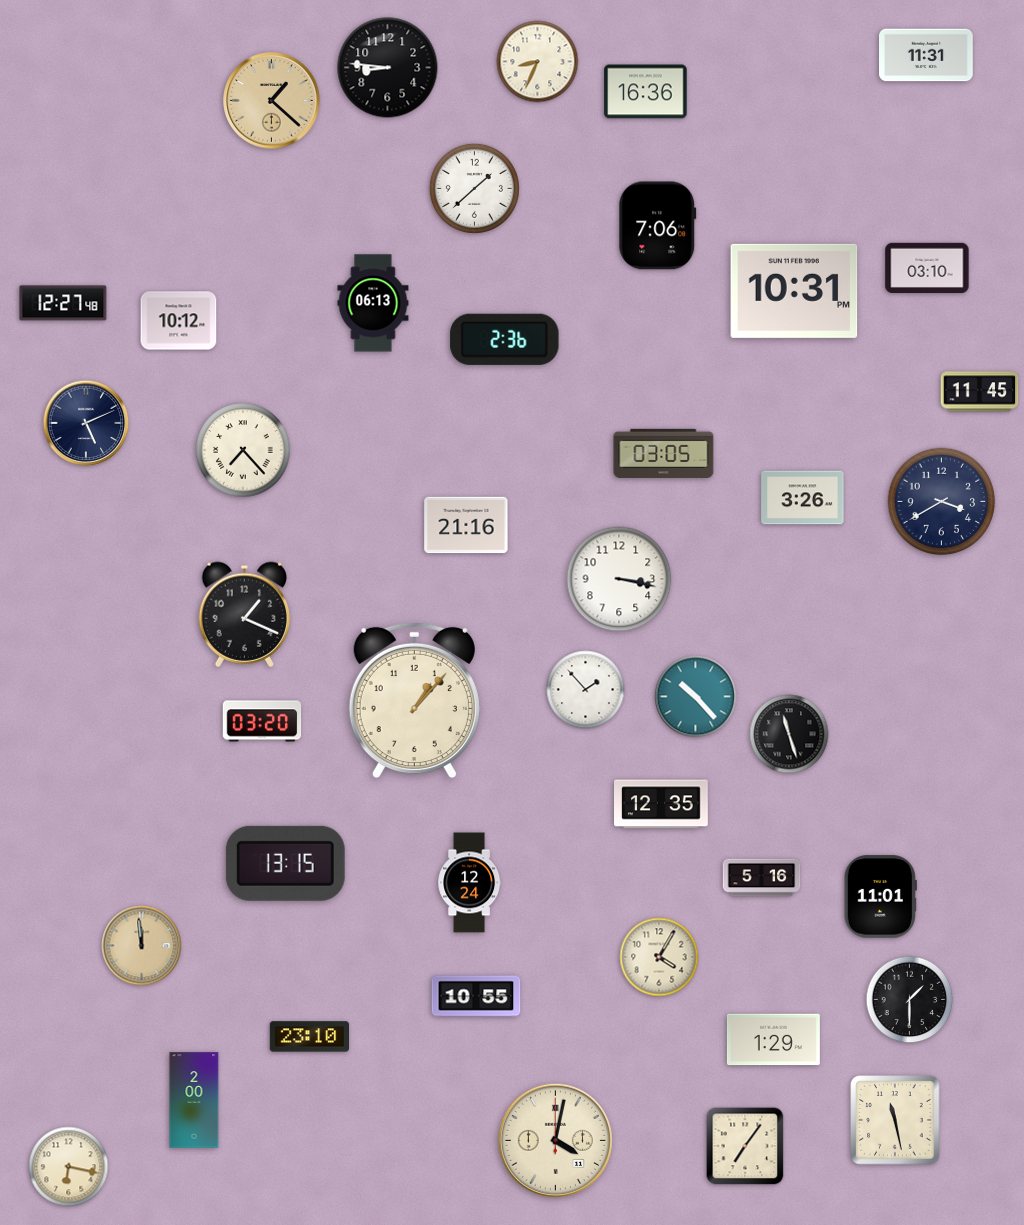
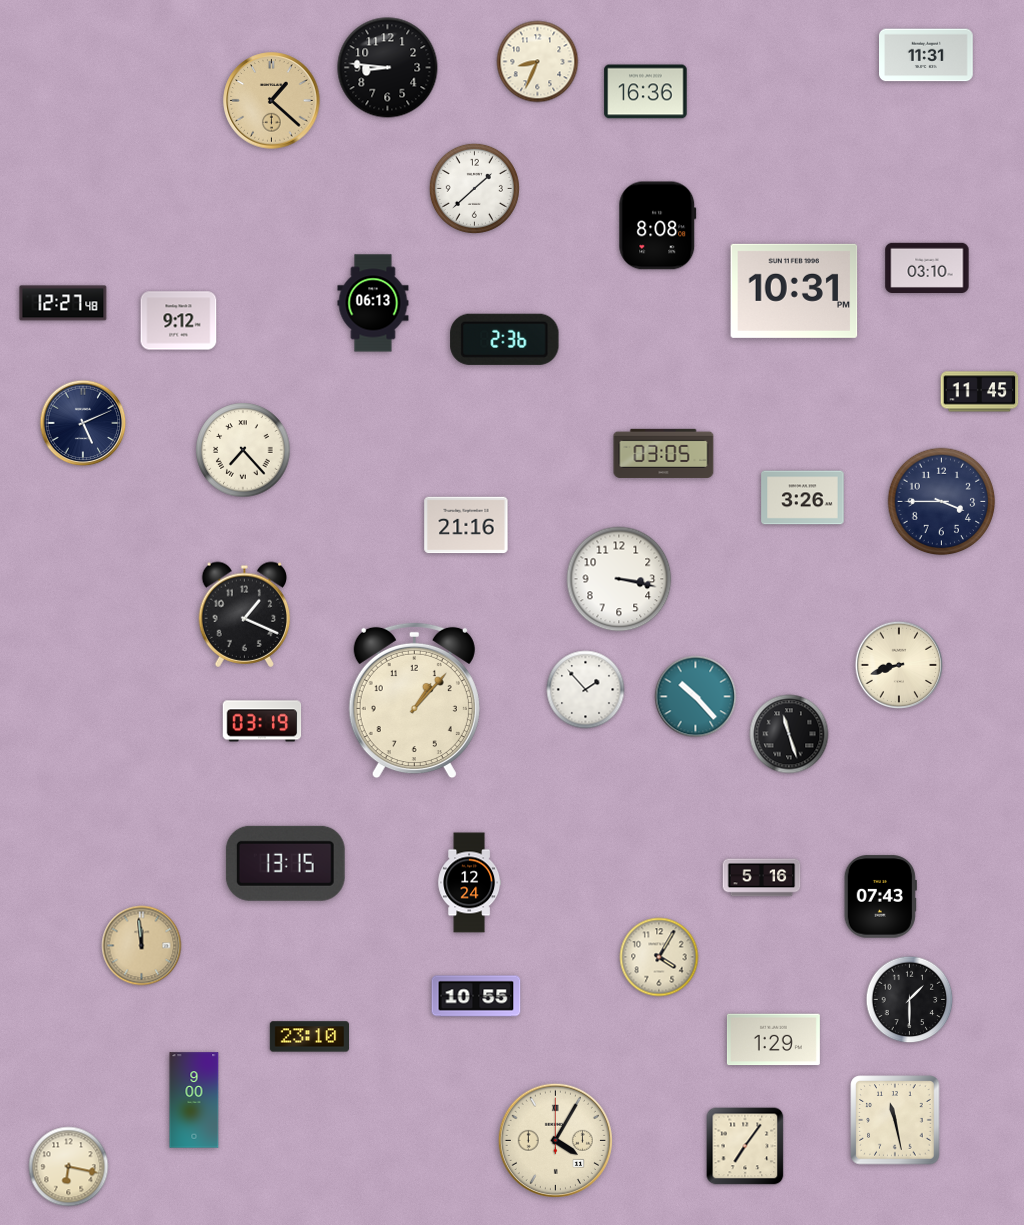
clock at (658, 226): 7:06 -> 8:08
clock at (179, 321): 10:12 -> 9:12
clock at (86, 423) position: (86, 423) -> (83, 423)
clock at (942, 502): 3:40 -> 3:45
clock at (899, 665): none -> 8:42
clock at (262, 721): 03:20 -> 03:19
clock at (662, 804): 12:35 -> none
clock at (880, 897): 11:01 -> 07:43
clock at (194, 1100): 2:00 -> 9:00
clock at (555, 1140): 4:02 -> 4:05
